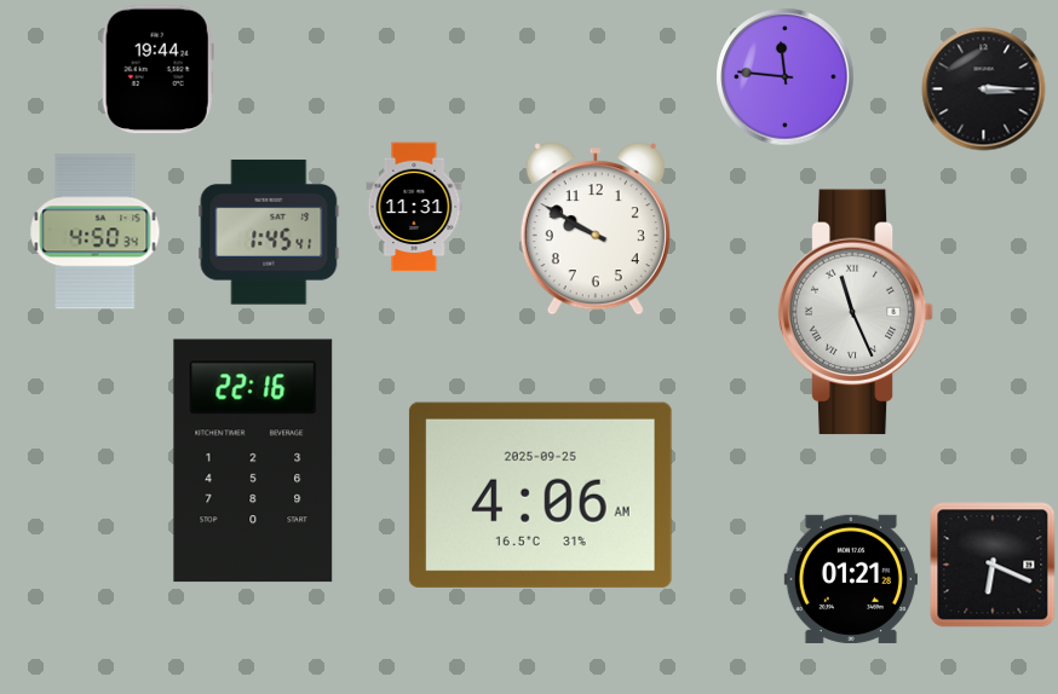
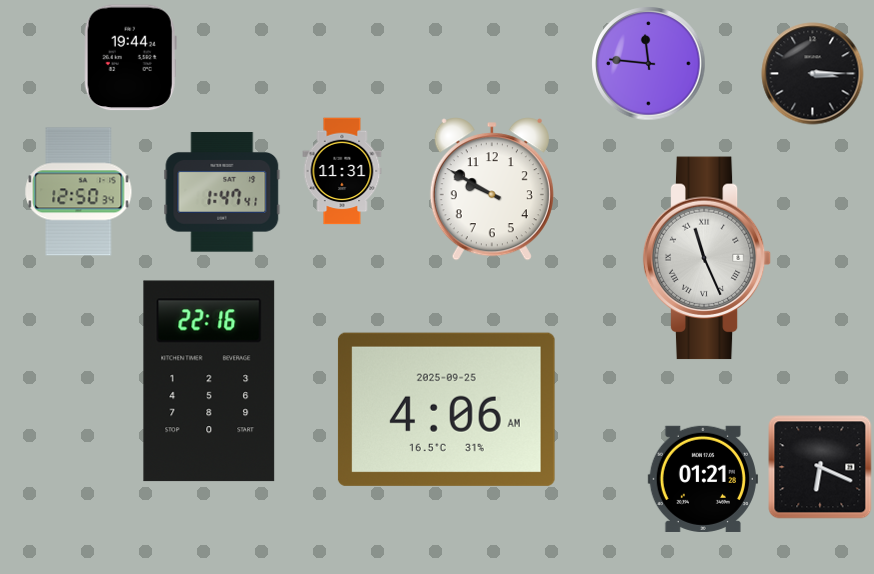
clock at (96, 232): 4:50 -> 12:50
clock at (269, 232): 1:45 -> 1:47
